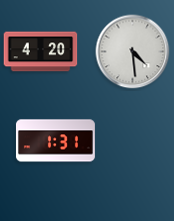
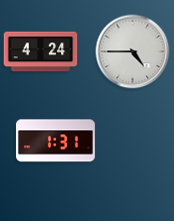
clock at (41, 52): 4:20 -> 4:24
clock at (133, 52): 4:29 -> 4:45
